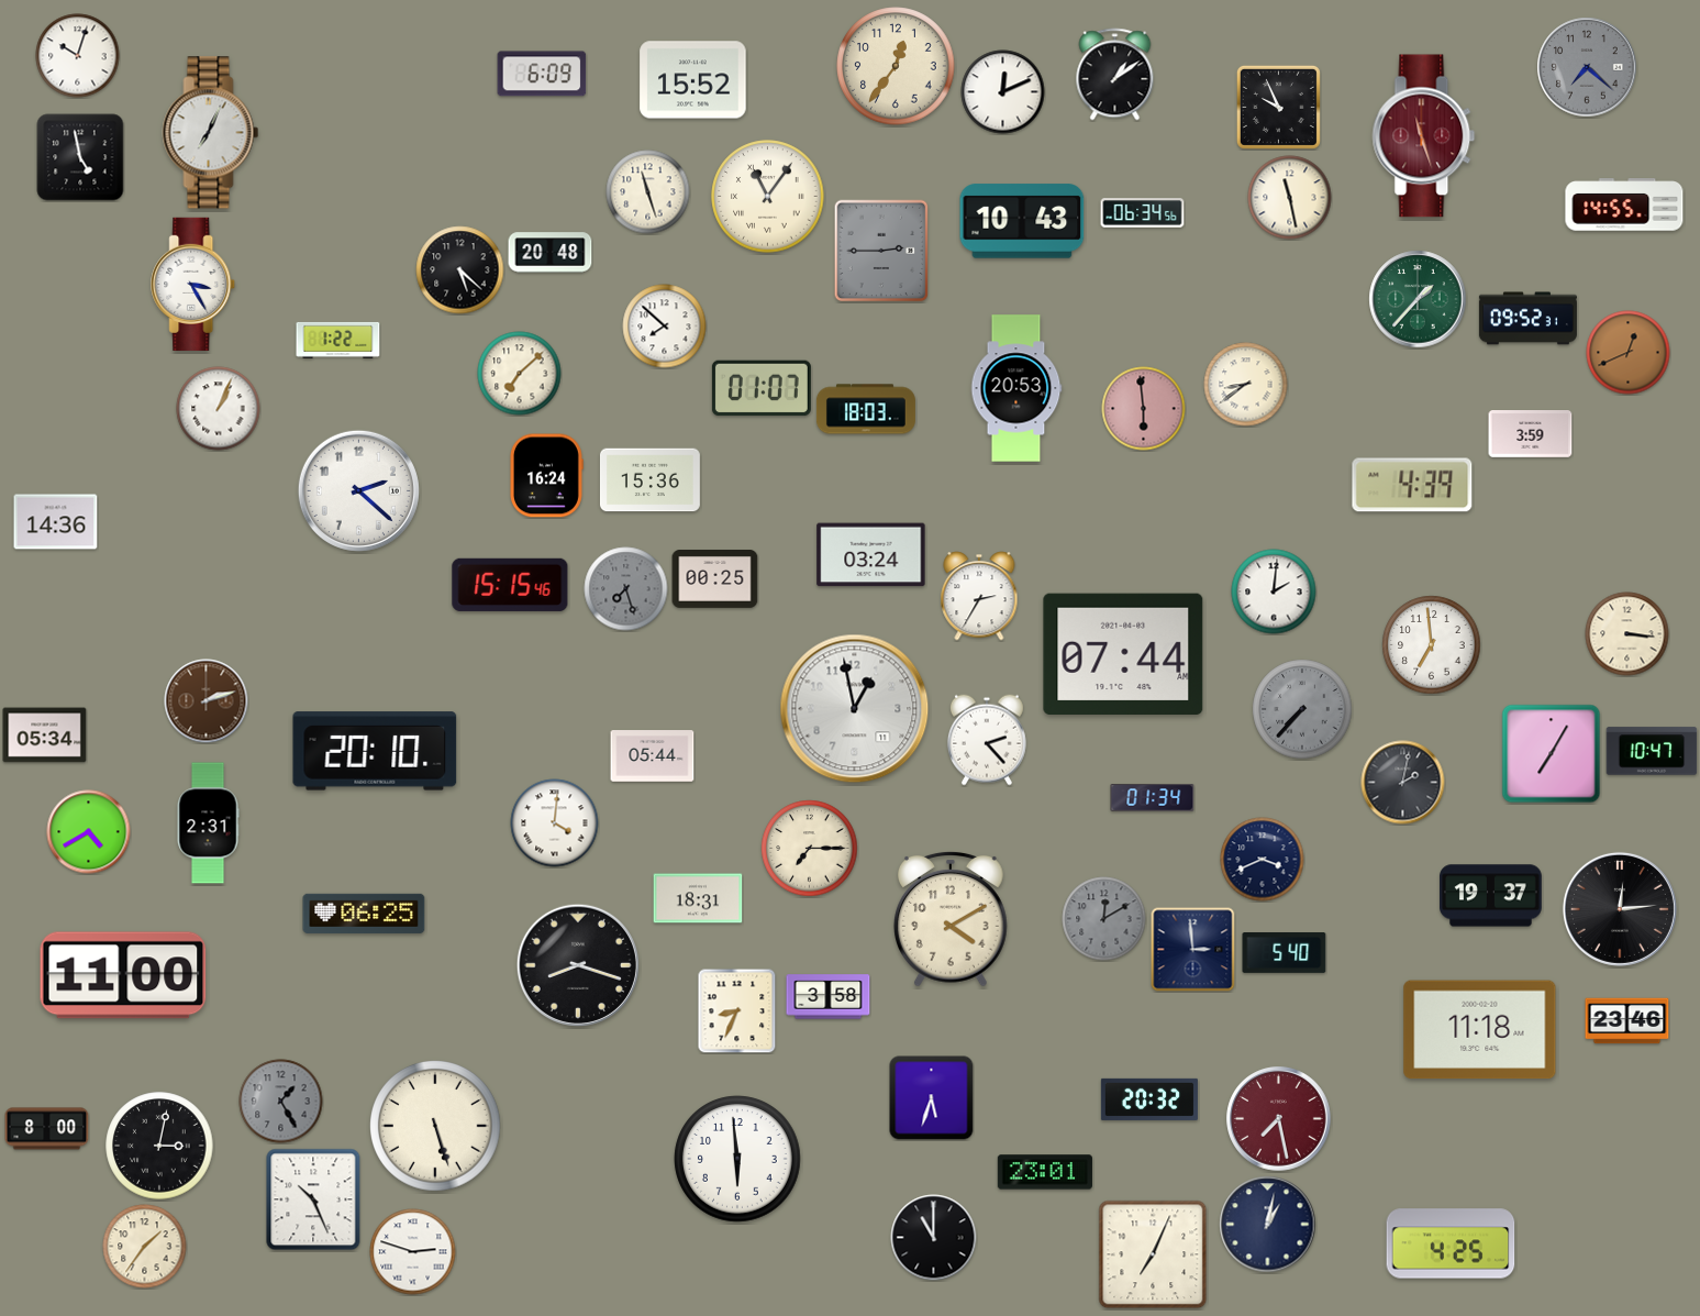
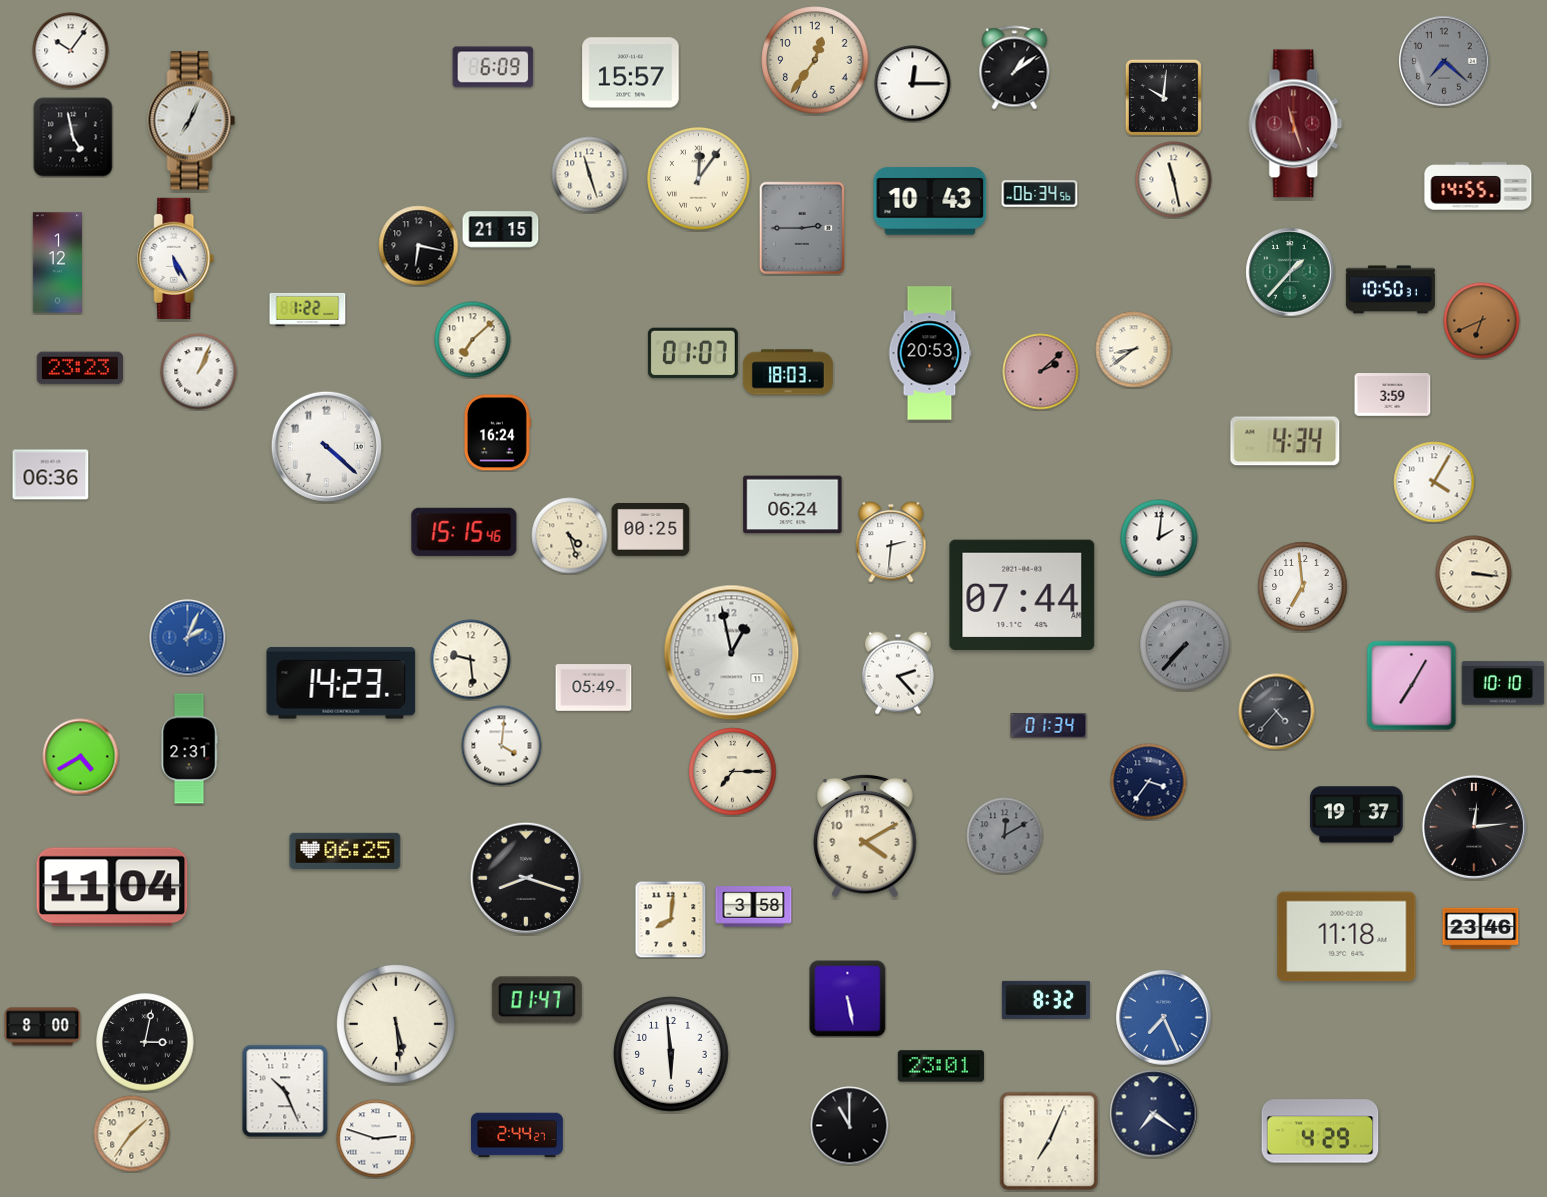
clock at (78, 56): 10:03 -> 10:06
clock at (693, 80): 15:52 -> 15:57
clock at (1003, 92): 12:11 -> 12:15
clock at (1278, 107): 9:56 -> 10:01
clock at (80, 157) position: (80, 157) -> (73, 137)
clock at (768, 197): 11:06 -> 12:06
clock at (551, 253): 20:48 -> 21:15
clock at (460, 270): 5:22 -> 6:17
clock at (193, 284): 3:25 -> 5:25
clock at (57, 263): none -> 1:12
clock at (1527, 319): 09:52 -> 10:50
clock at (665, 327): 7:52 -> none
clock at (1629, 353): 12:41 -> 6:41
clock at (1016, 388) position: (1016, 388) -> (930, 353)
clock at (80, 368): none -> 23:23
clock at (1144, 409): 5:59 -> 2:08
clock at (649, 480): 15:36 -> none
clock at (1412, 485): 4:39 -> 4:34
clock at (358, 490): 2:22 -> 4:22
clock at (56, 522): 14:36 -> 06:36
clock at (1434, 482): none -> 4:05
clock at (871, 555): 03:24 -> 06:24
clock at (715, 579) position: (715, 579) -> (651, 530)
clock at (626, 589): 7:27 -> 4:27
clock at (626, 589) dial: grey -> cream
clock at (979, 596): 2:35 -> 2:31
clock at (1627, 634) position: (1627, 634) -> (1474, 574)
clock at (207, 701): 2:12 -> 2:04
clock at (207, 701) dial: brown -> blue
clock at (855, 709) position: (855, 709) -> (732, 653)
clock at (471, 660): none -> 9:29
clock at (45, 736): 05:34 -> none
clock at (375, 751): 20:10 -> 14:23
clock at (1652, 751): 10:47 -> 10:10
clock at (653, 756): 05:44 -> 05:49
clock at (1403, 783): 2:02 -> 4:37
clock at (555, 823) position: (555, 823) -> (502, 746)
clock at (810, 849) position: (810, 849) -> (733, 772)
clock at (1263, 860): 3:41 -> 3:36
clock at (698, 898): 18:31 -> none
clock at (364, 914) position: (364, 914) -> (345, 851)
clock at (1193, 950): 2:59 -> none
clock at (1285, 953): 5:40 -> none
clock at (123, 975): 11:00 -> 11:04
clock at (737, 1010): 8:34 -> 8:01
clock at (932, 1098): 5:33 -> 5:28
clock at (537, 1000): none -> 01:47
clock at (1149, 1099): 20:32 -> 8:32
clock at (281, 1102): 1:25 -> none
clock at (1279, 1119): 7:28 -> 7:26
clock at (1279, 1119) dial: burgundy -> blue
clock at (436, 1127): 5:27 -> 5:29
clock at (1045, 1172) position: (1045, 1172) -> (941, 1066)
clock at (1268, 1225): 1:02 -> 7:21
clock at (1451, 1243): 4:25 -> 4:29
clock at (518, 1135): none -> 2:44
